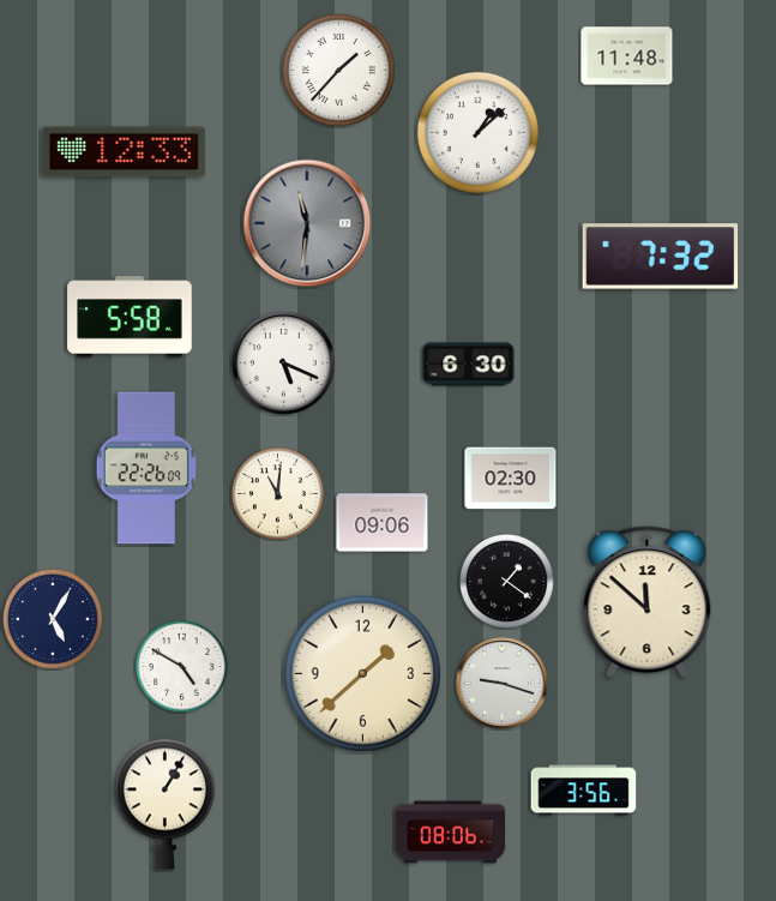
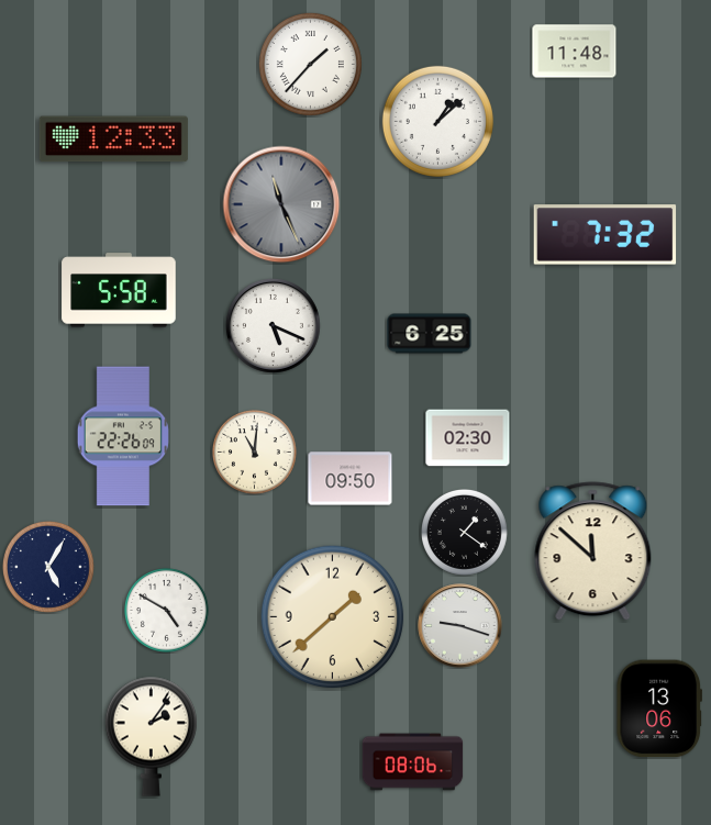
clock at (307, 223): 11:31 -> 11:26
clock at (283, 362) position: (283, 362) -> (273, 325)
clock at (469, 365): 6:30 -> 6:25
clock at (146, 468) position: (146, 468) -> (123, 436)
clock at (383, 523): 09:06 -> 09:50
clock at (658, 709): none -> 13:06
clock at (584, 791): 3:56 -> none
clock at (164, 804): 1:05 -> 2:06
